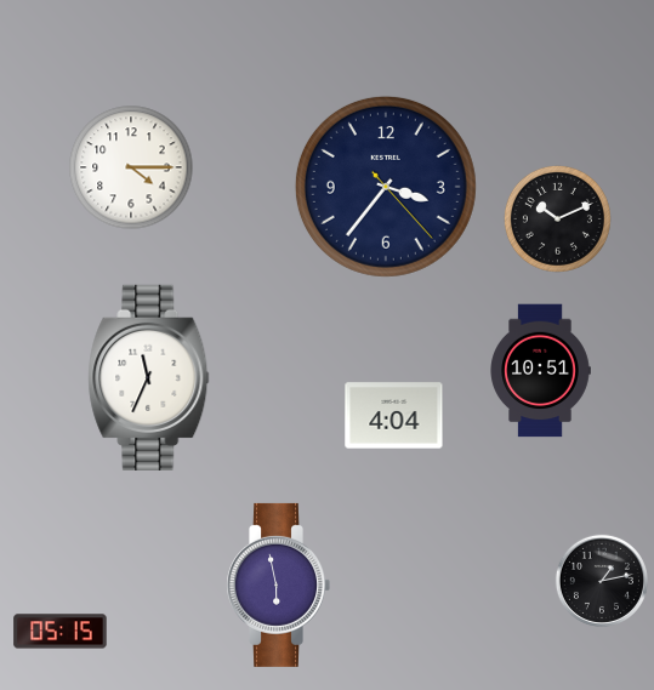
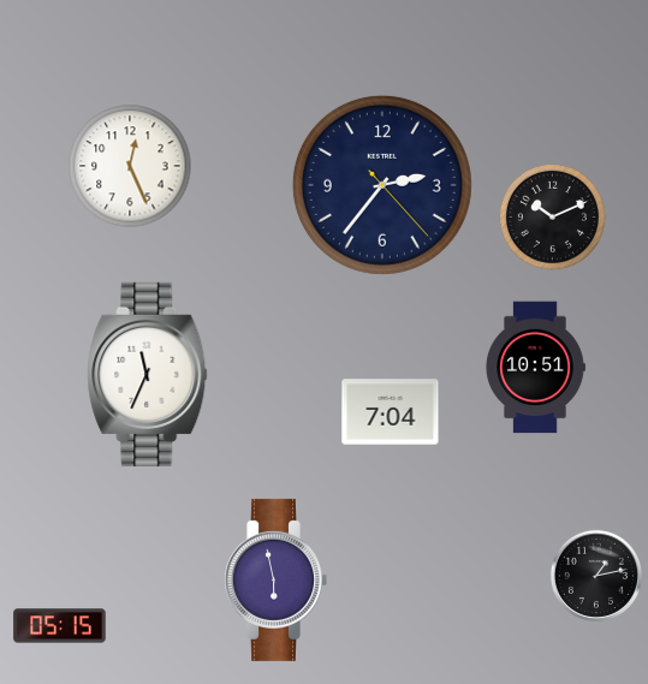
clock at (131, 167): 4:15 -> 12:26
clock at (386, 187): 3:36 -> 2:36
clock at (394, 416): 4:04 -> 7:04
